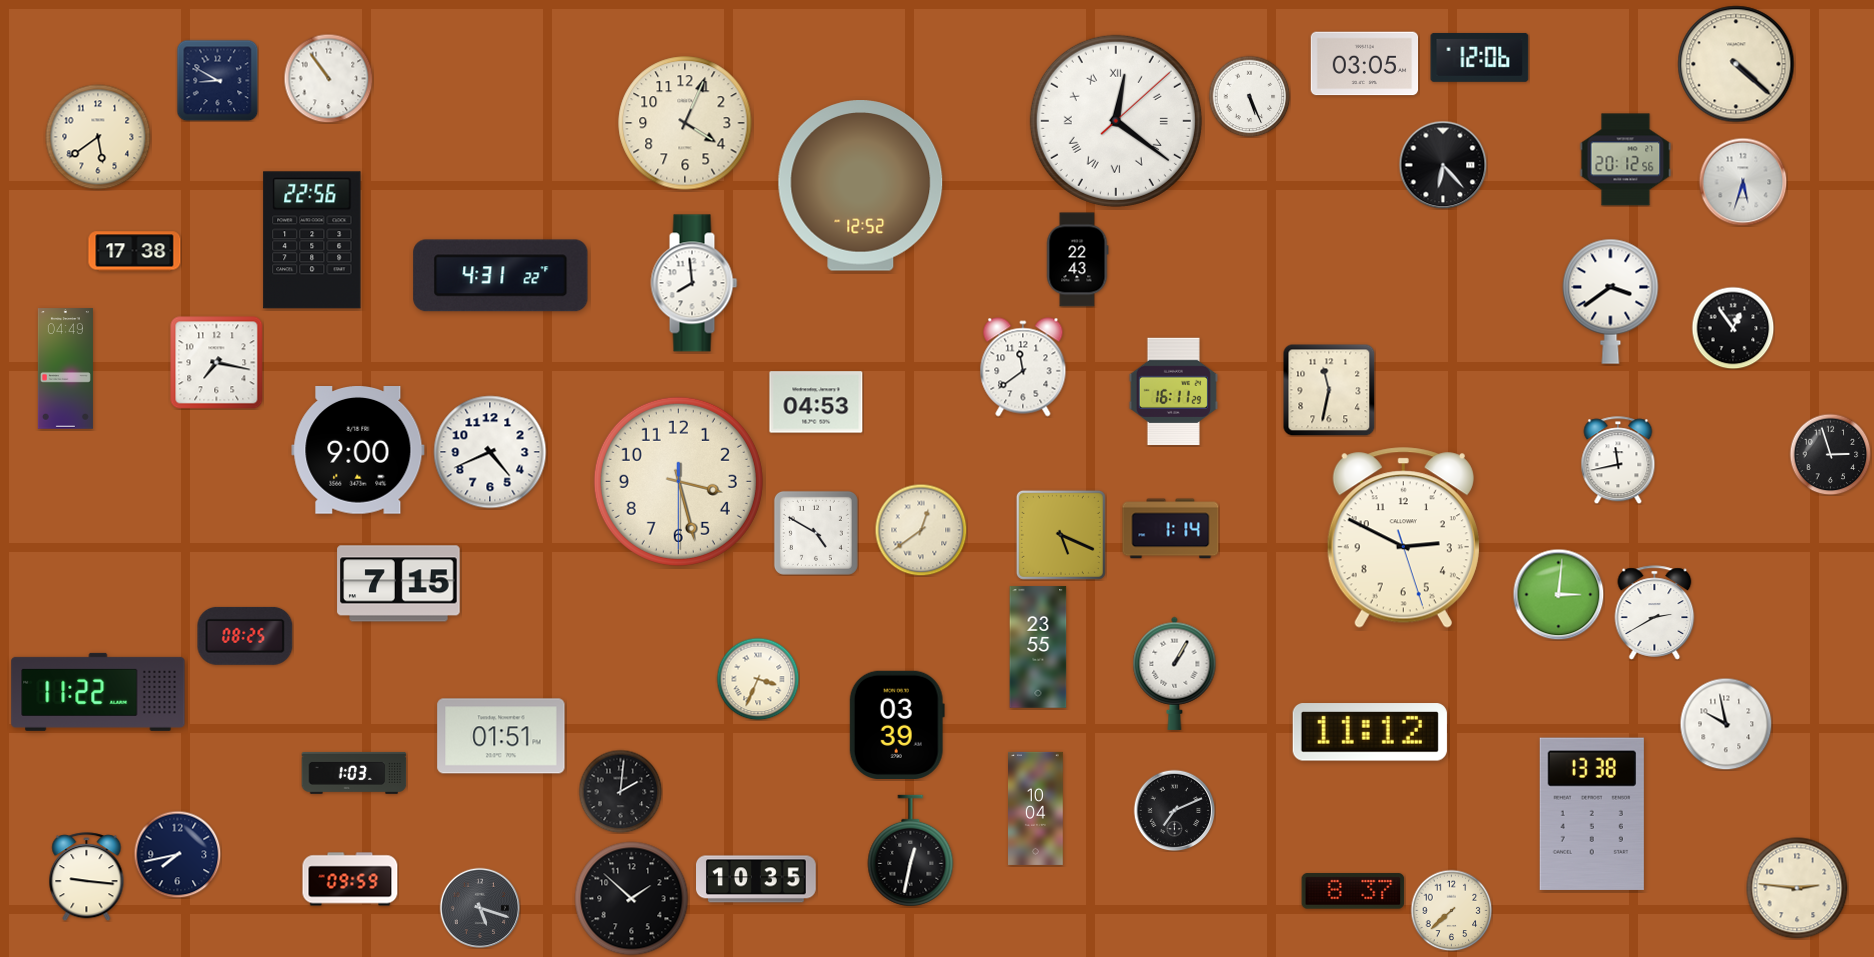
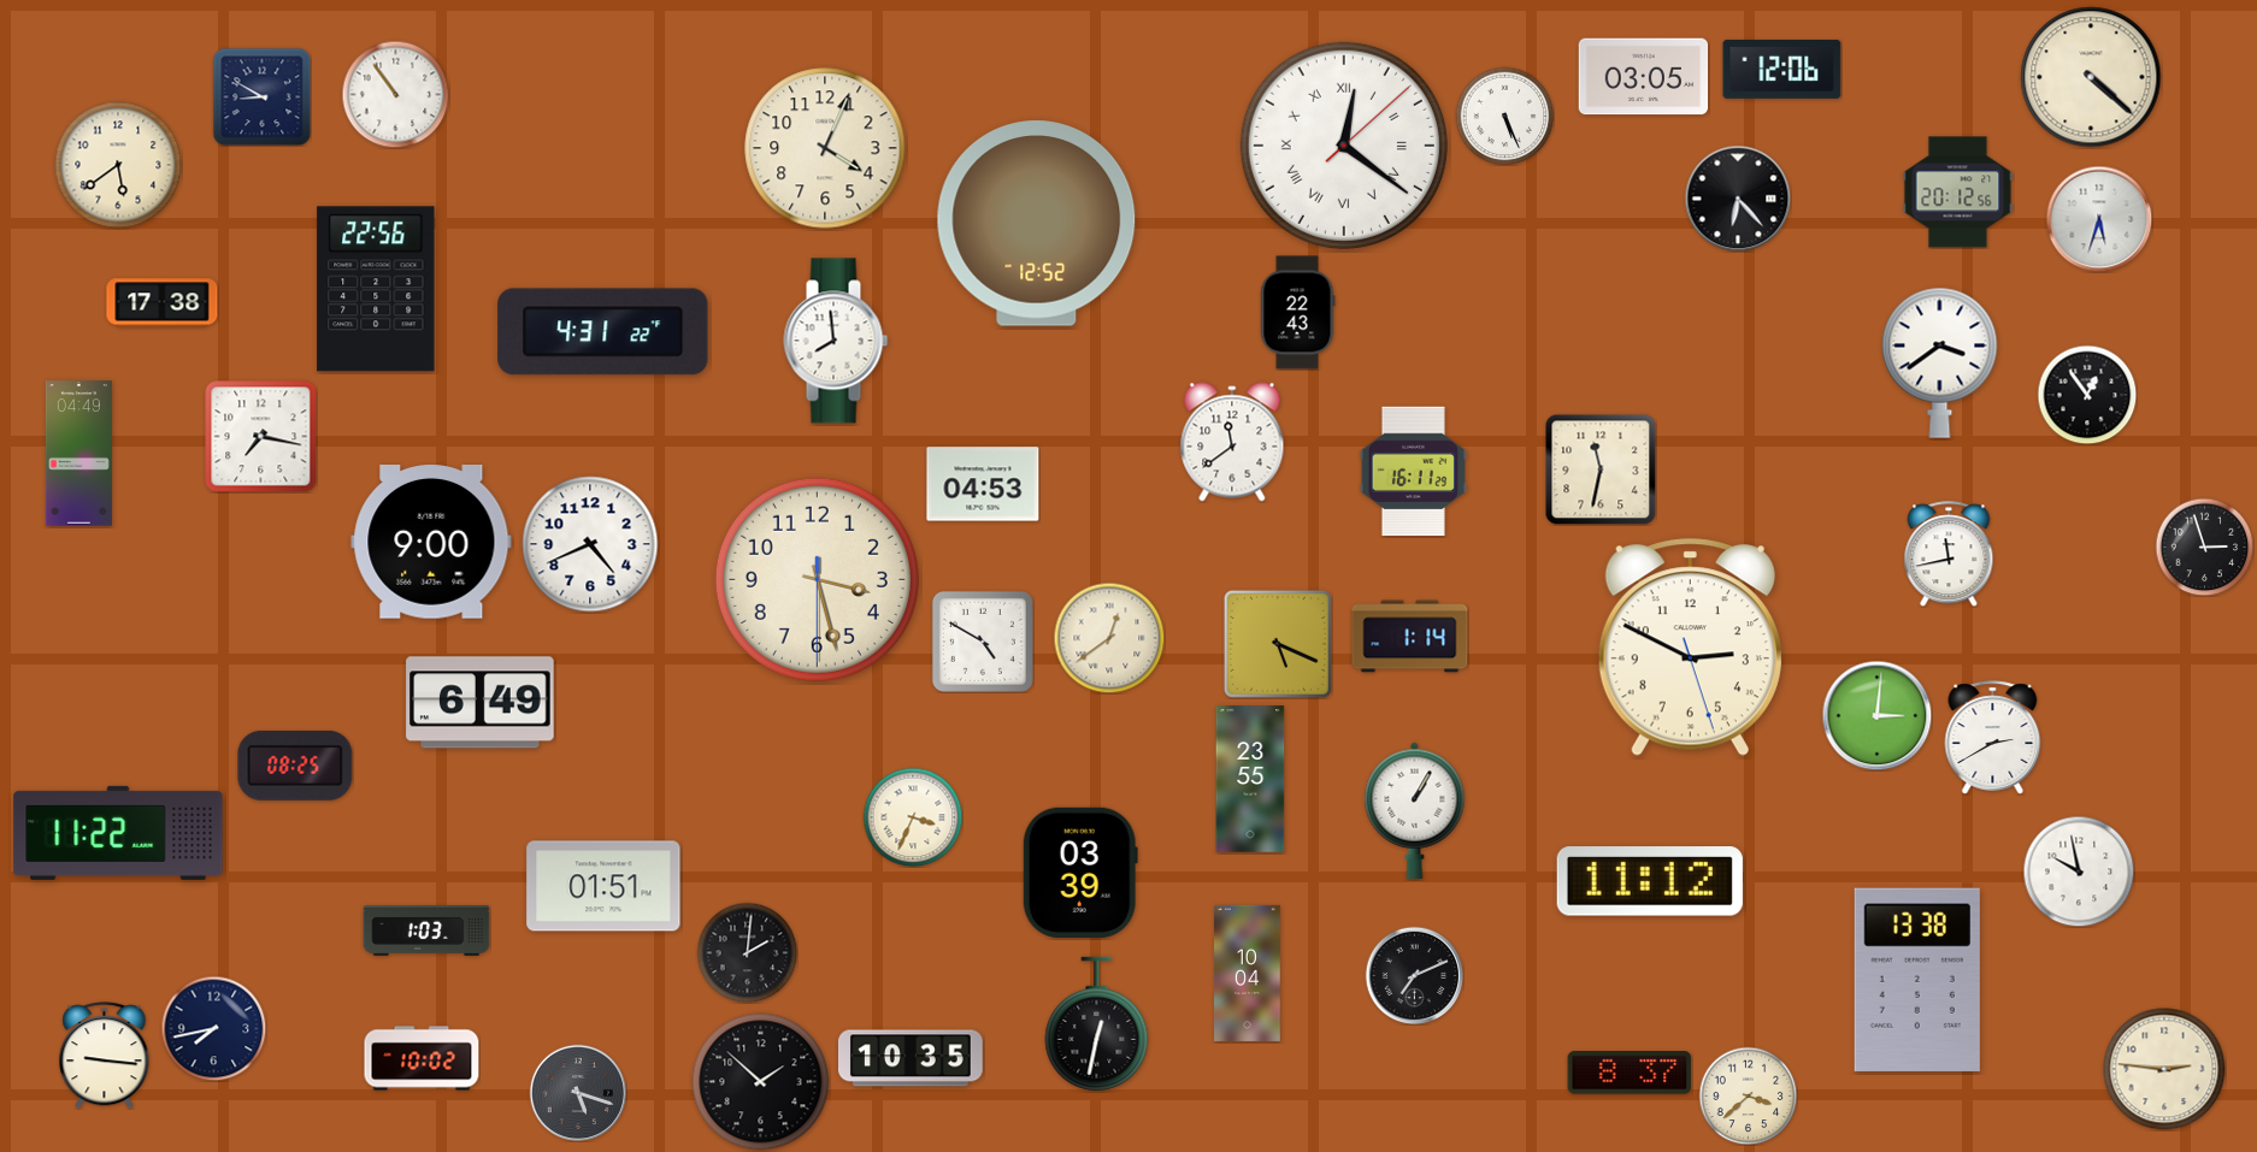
clock at (65, 369) position: (65, 369) -> (78, 454)
clock at (399, 584): 7:15 -> 6:49
clock at (350, 879): 09:59 -> 10:02
clock at (1451, 910): 7:38 -> 3:38
